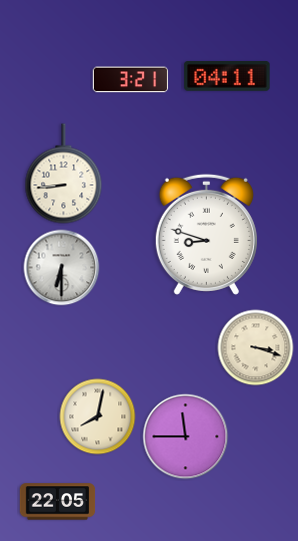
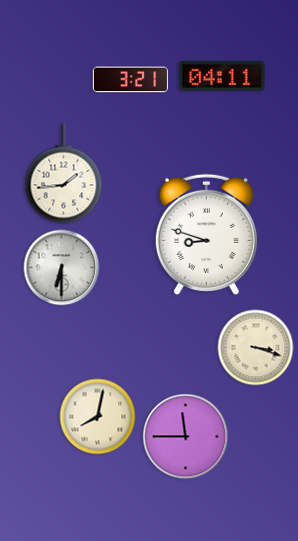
clock at (227, 77) position: (227, 77) -> (222, 77)
clock at (64, 174): 8:44 -> 1:44
clock at (58, 502): 22:05 -> none
